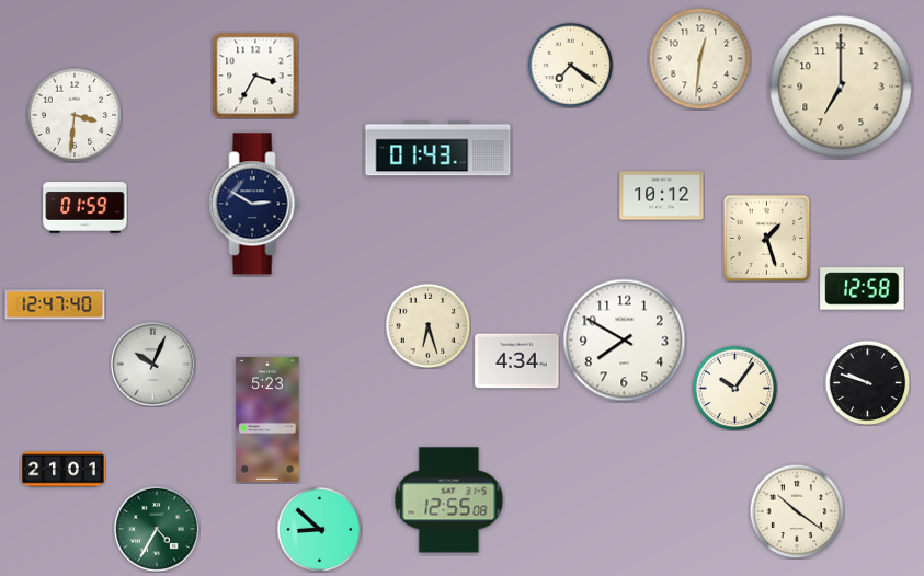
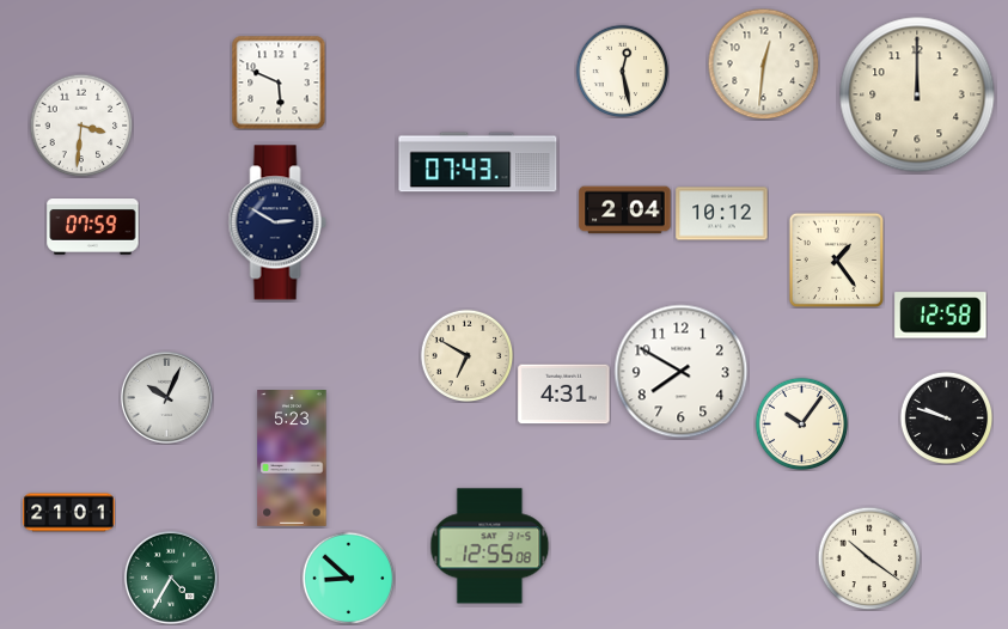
clock at (570, 65): 7:21 -> 12:28
clock at (255, 76): 3:35 -> 5:49
clock at (841, 87): 7:00 -> 12:00
clock at (438, 149): 01:43 -> 07:43
clock at (625, 210): none -> 2:04
clock at (85, 208): 01:59 -> 07:59
clock at (766, 238): 1:27 -> 1:24
clock at (55, 304): 12:47 -> none
clock at (427, 325): 6:27 -> 6:50
clock at (517, 361): 4:34 -> 4:31
